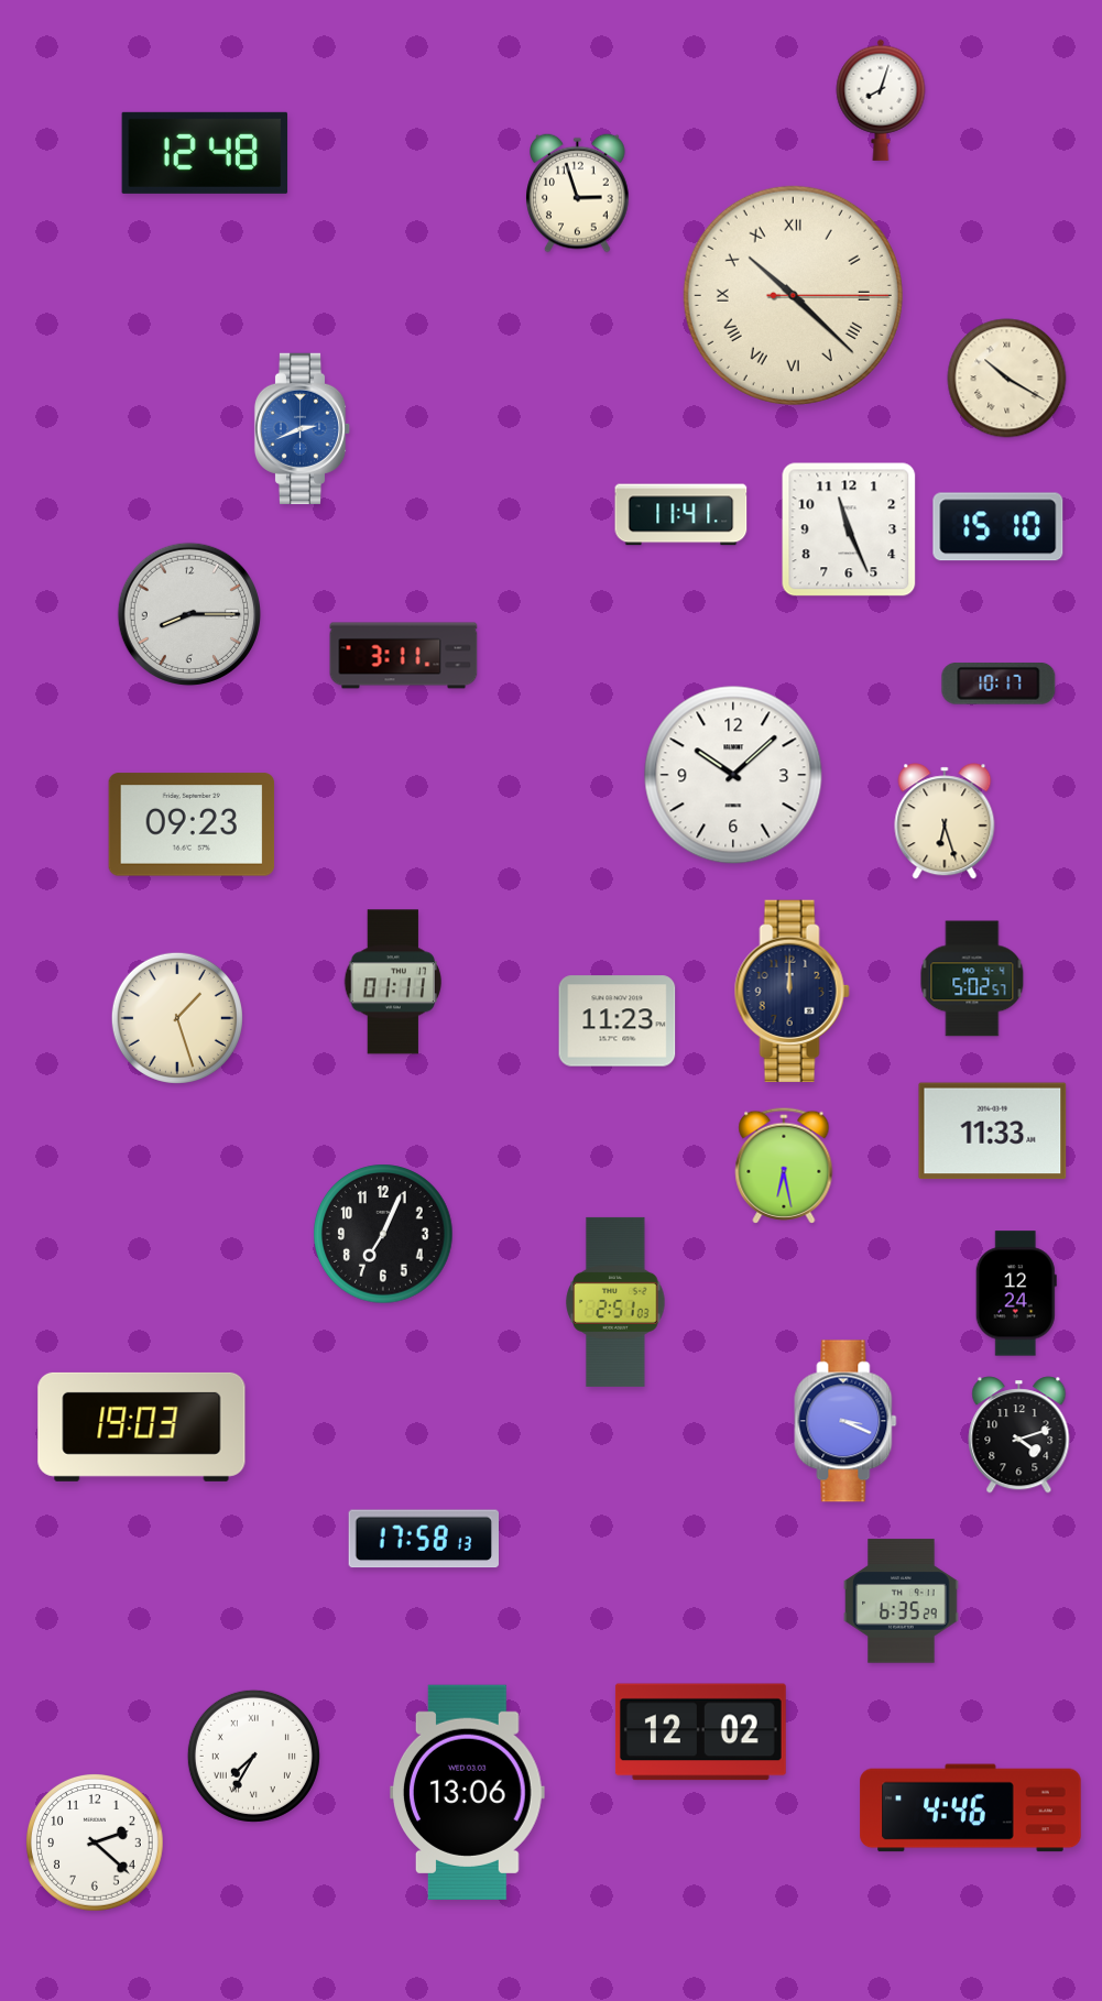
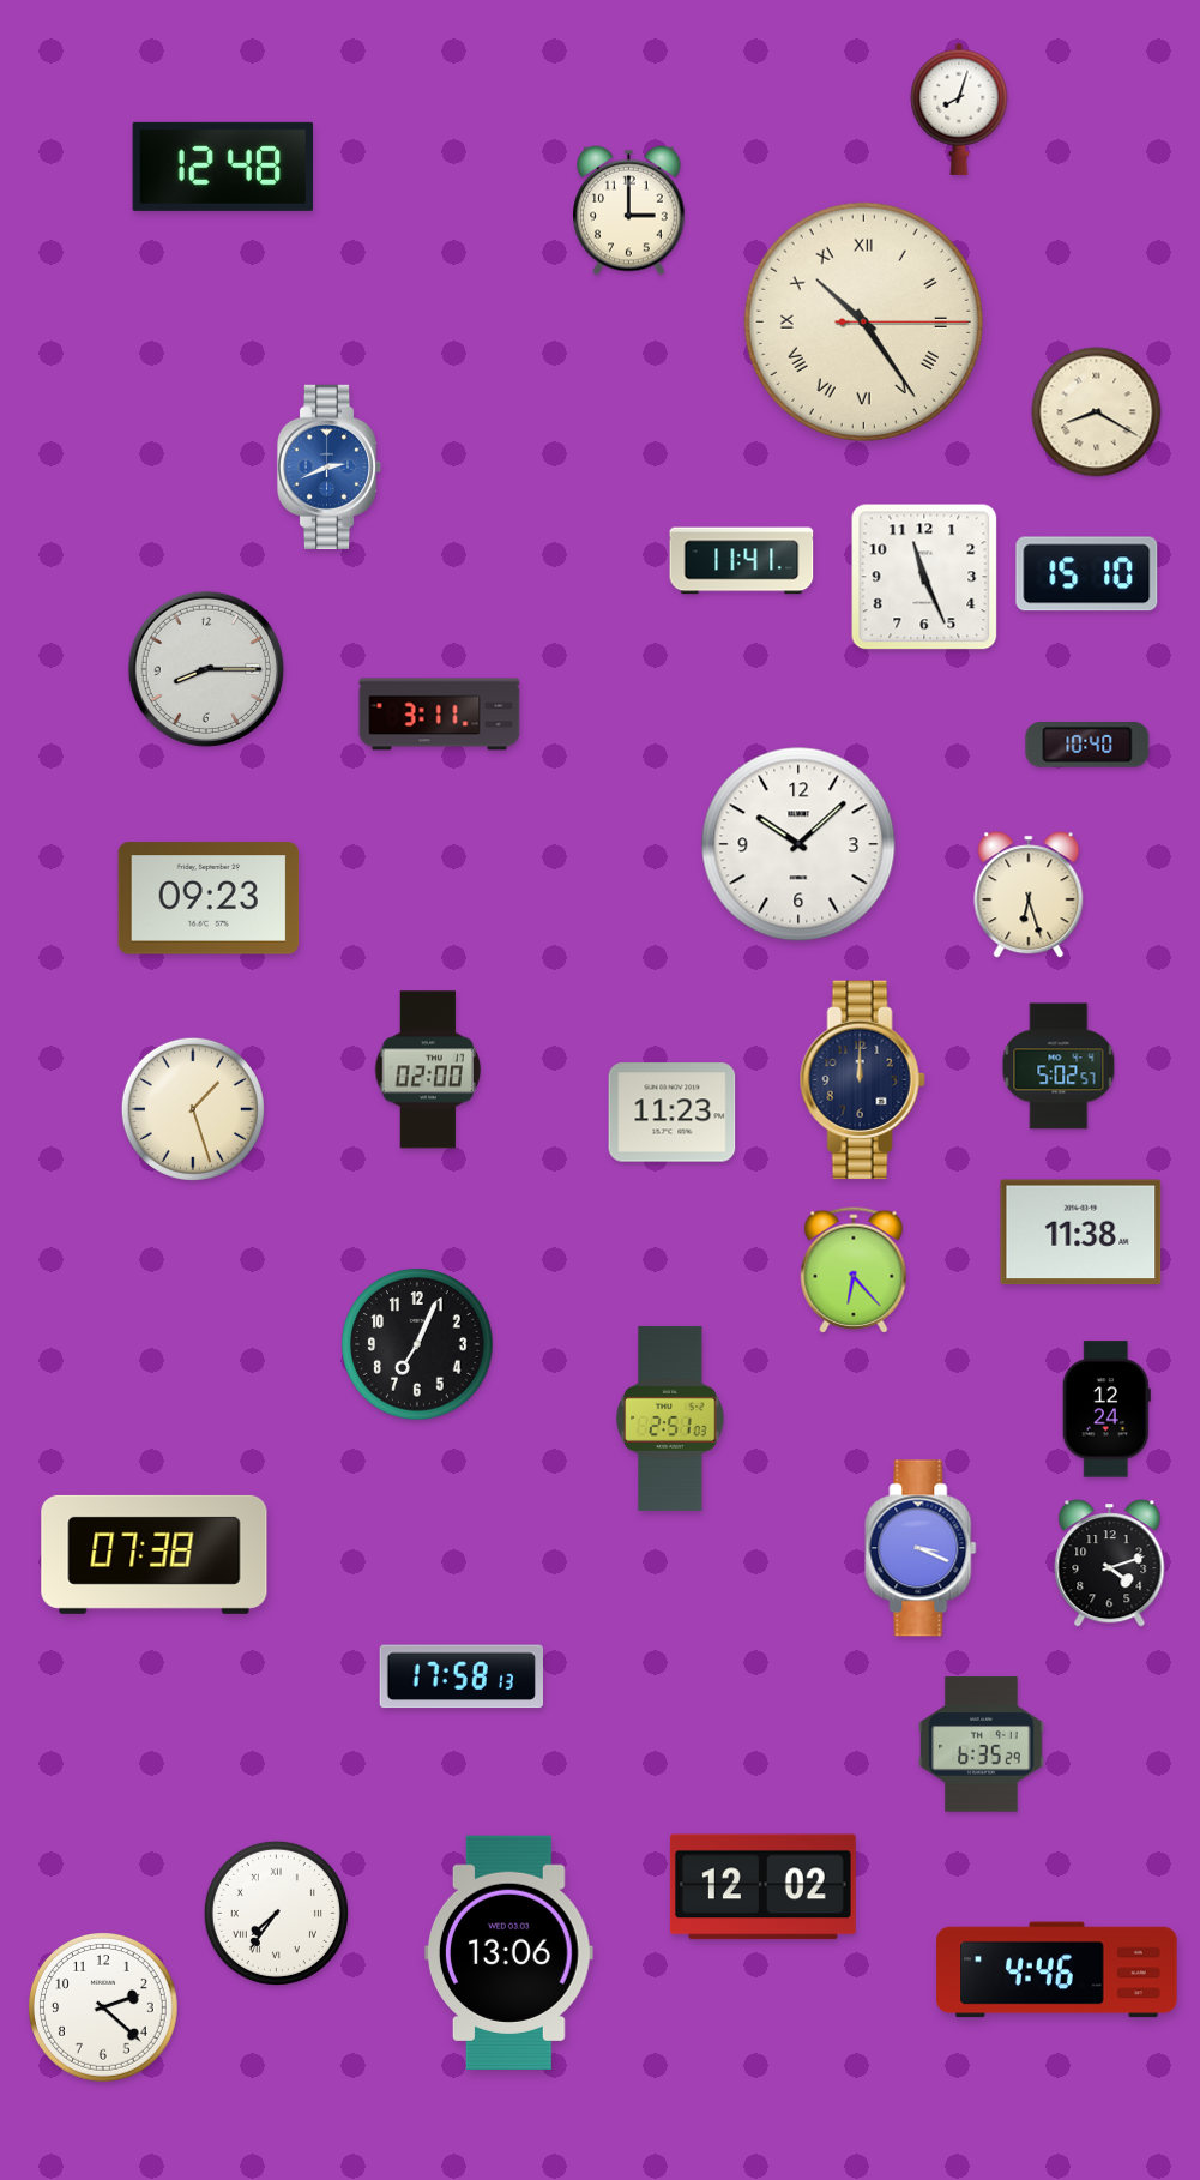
clock at (578, 193): 2:57 -> 3:00
clock at (793, 295): 10:22 -> 10:24
clock at (1007, 379): 10:20 -> 8:20
clock at (999, 684): 10:17 -> 10:40
clock at (392, 982): 01:11 -> 02:00
clock at (993, 1131): 11:33 -> 11:38
clock at (784, 1166): 6:28 -> 6:23
clock at (142, 1426): 19:03 -> 07:38
clock at (253, 1756): 7:35 -> 7:36
